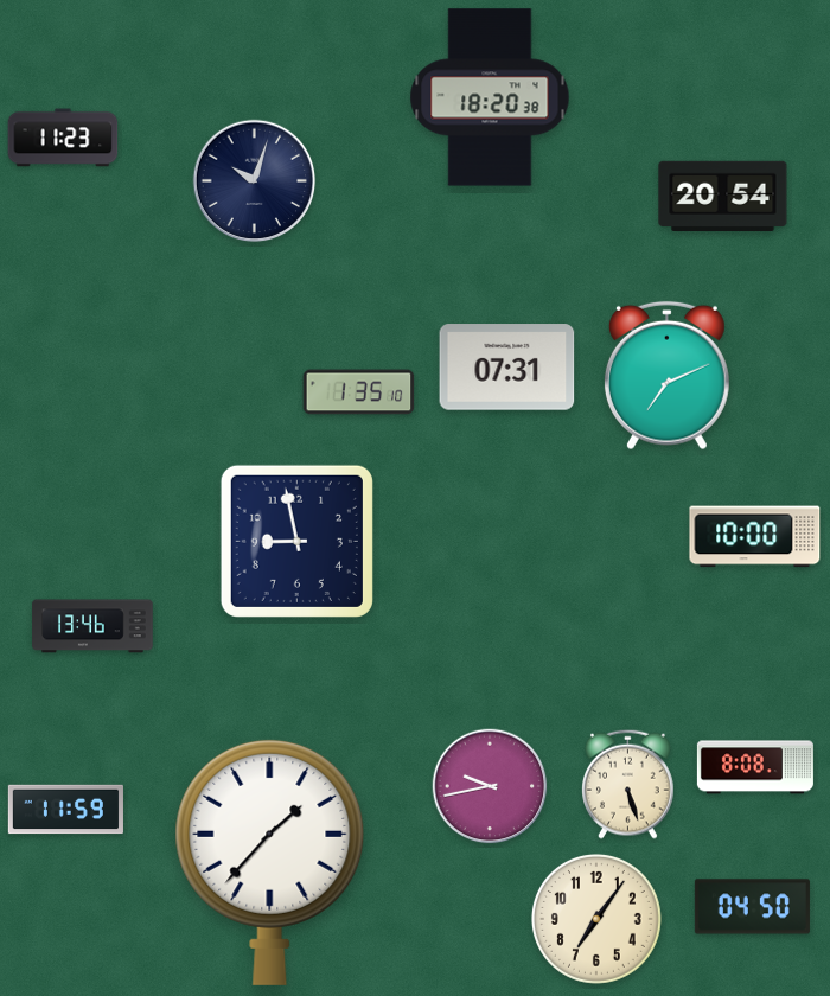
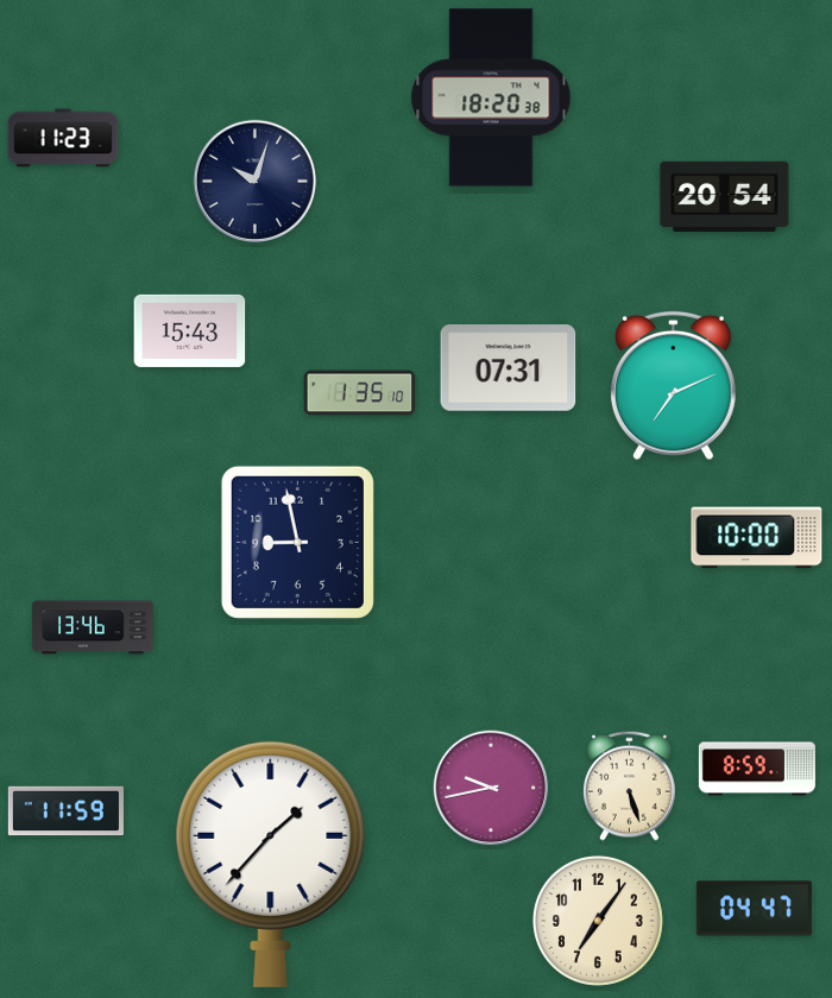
clock at (190, 330): none -> 15:43
clock at (666, 376) position: (666, 376) -> (673, 386)
clock at (755, 767): 8:08 -> 8:59
clock at (752, 907): 04:50 -> 04:47
